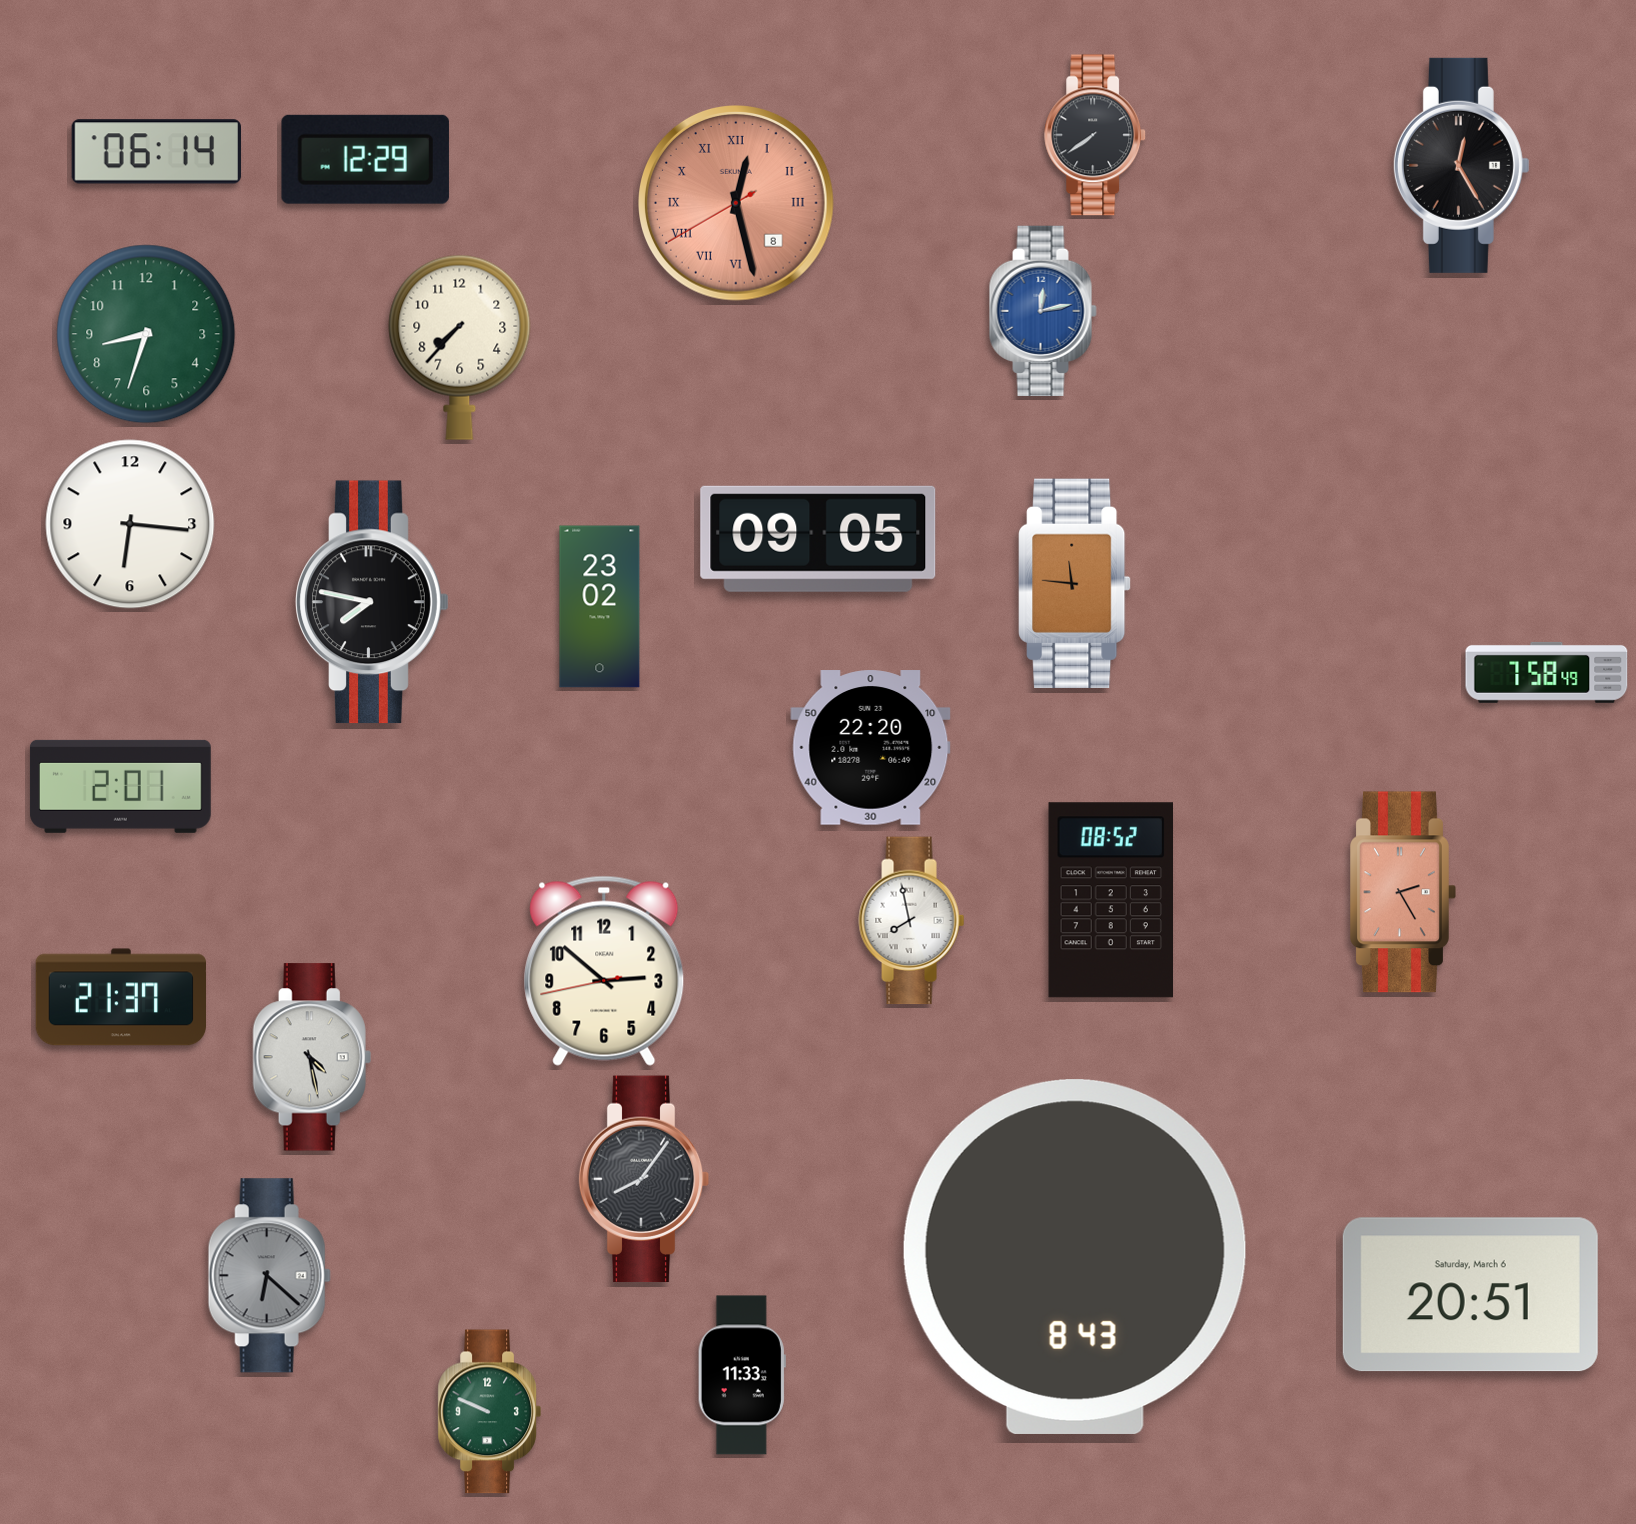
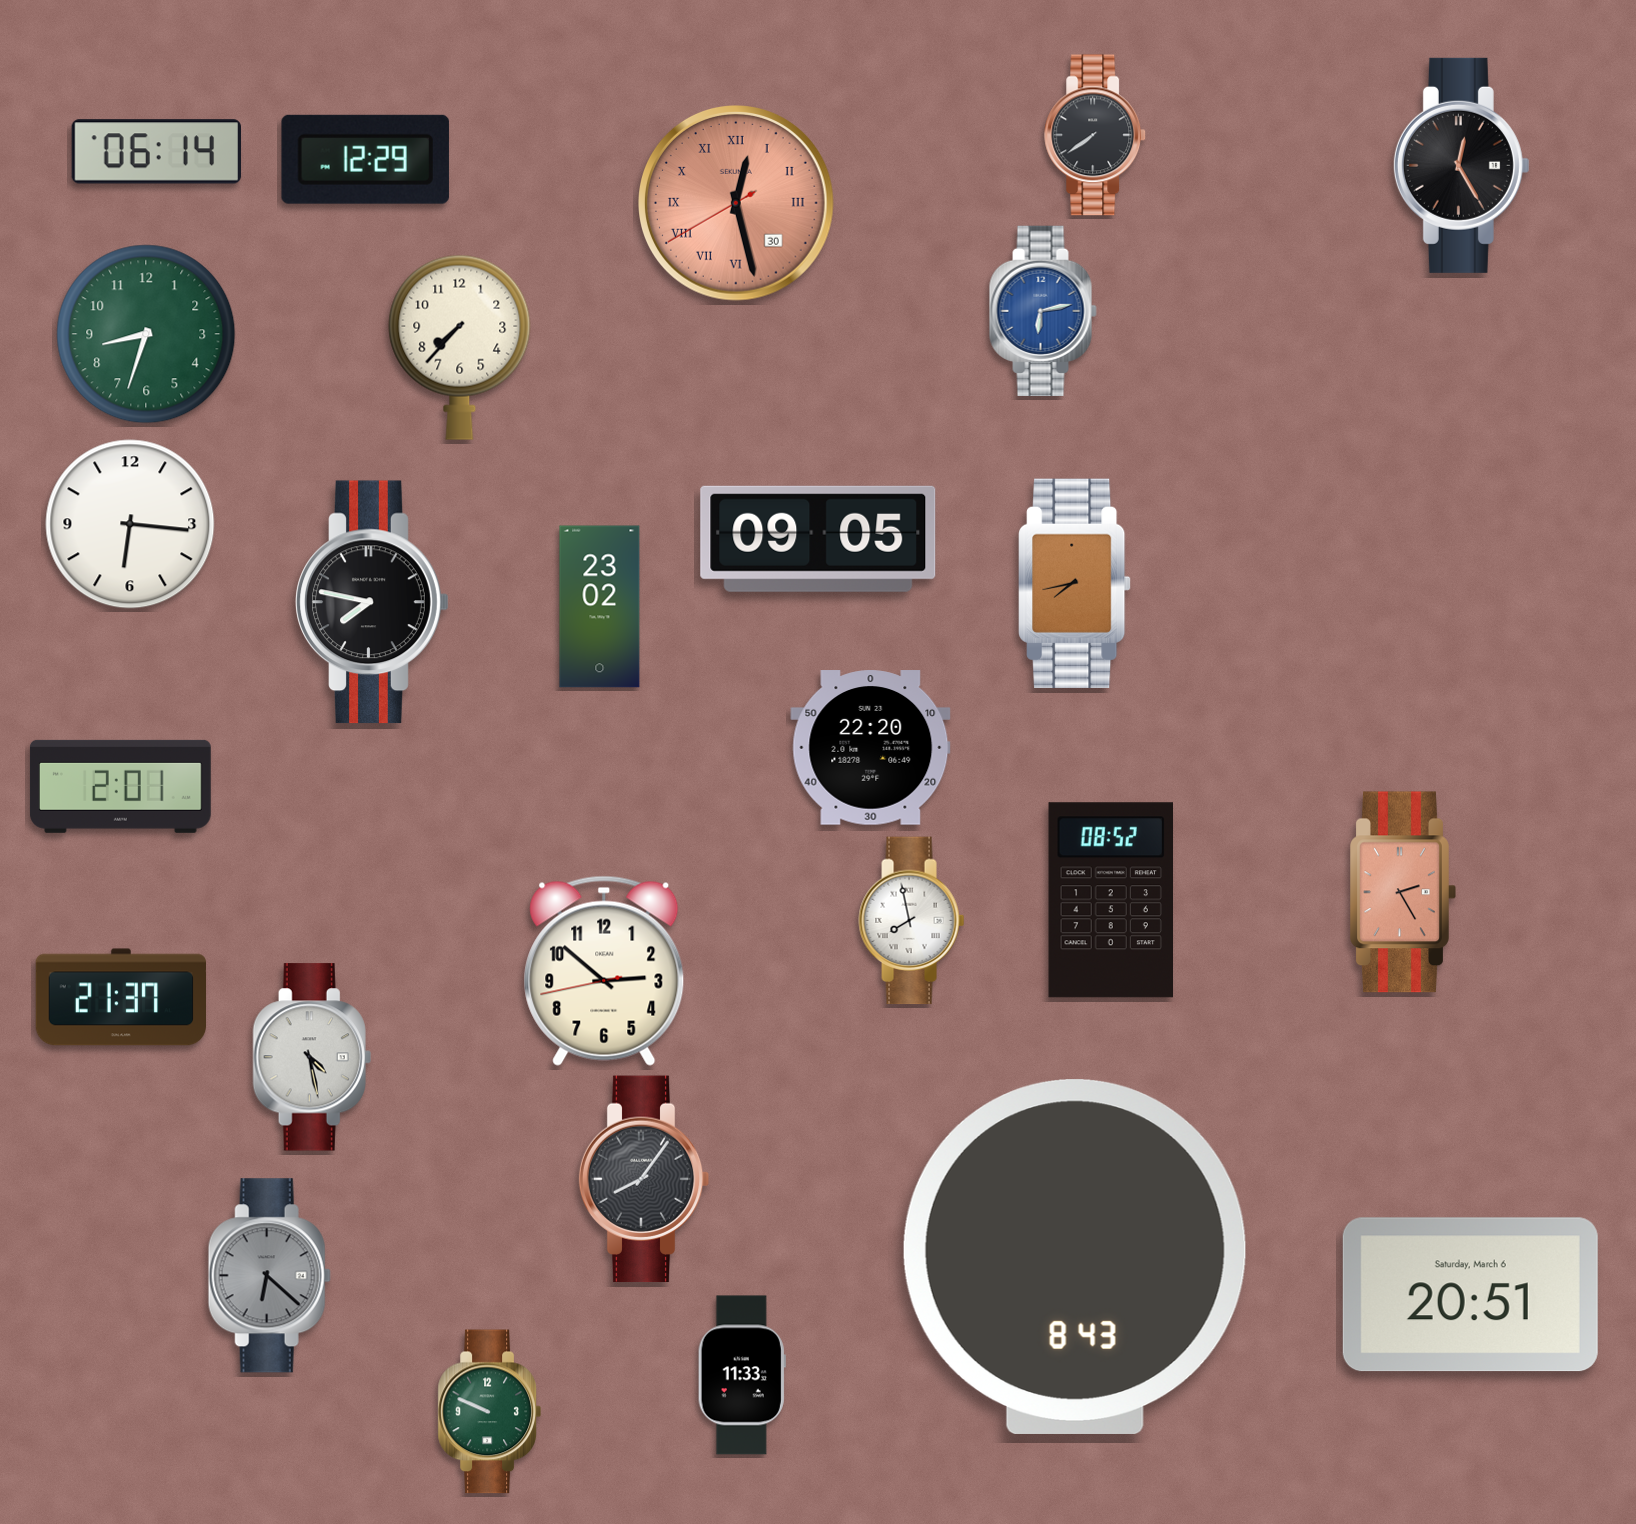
clock at (737, 204) date: 8 -> 30
clock at (1043, 310): 12:13 -> 6:13
clock at (1075, 583): 11:46 -> 7:43
clock at (1547, 672): 7:58 -> none
